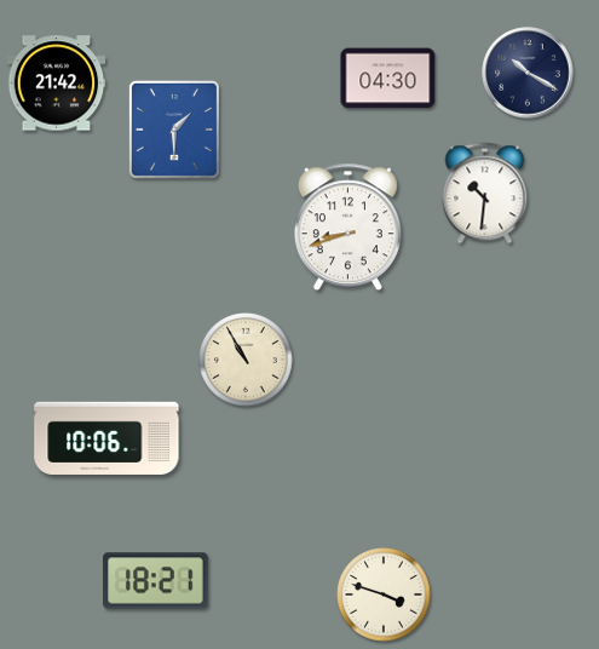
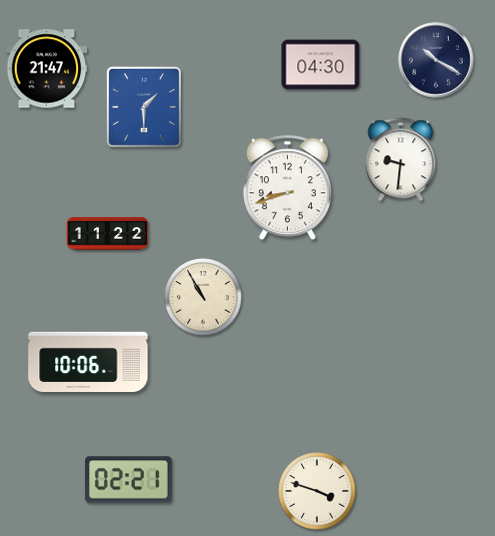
clock at (57, 84): 21:42 -> 21:47
clock at (485, 194): 10:31 -> 9:31
clock at (108, 234): none -> 11:22
clock at (156, 581): 18:21 -> 02:21
